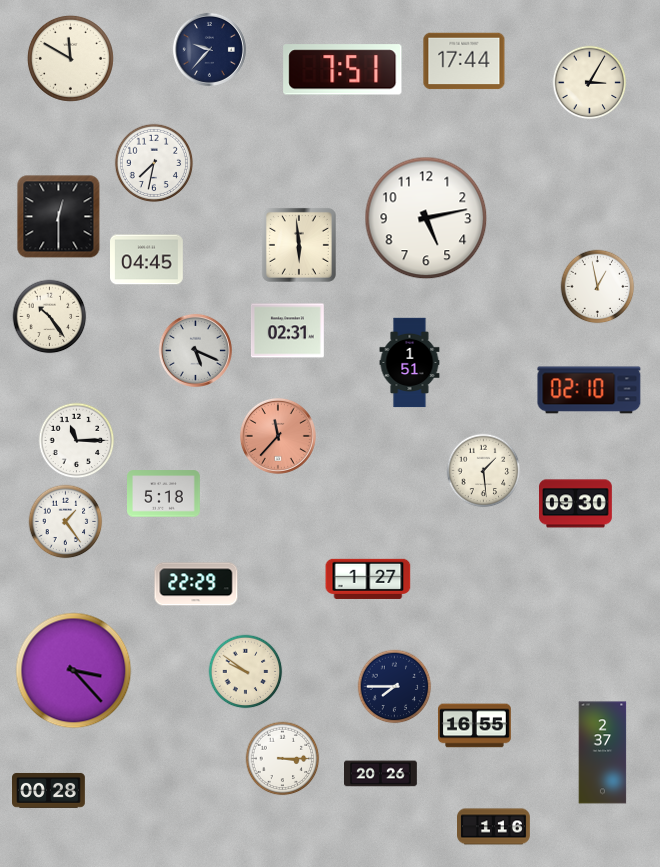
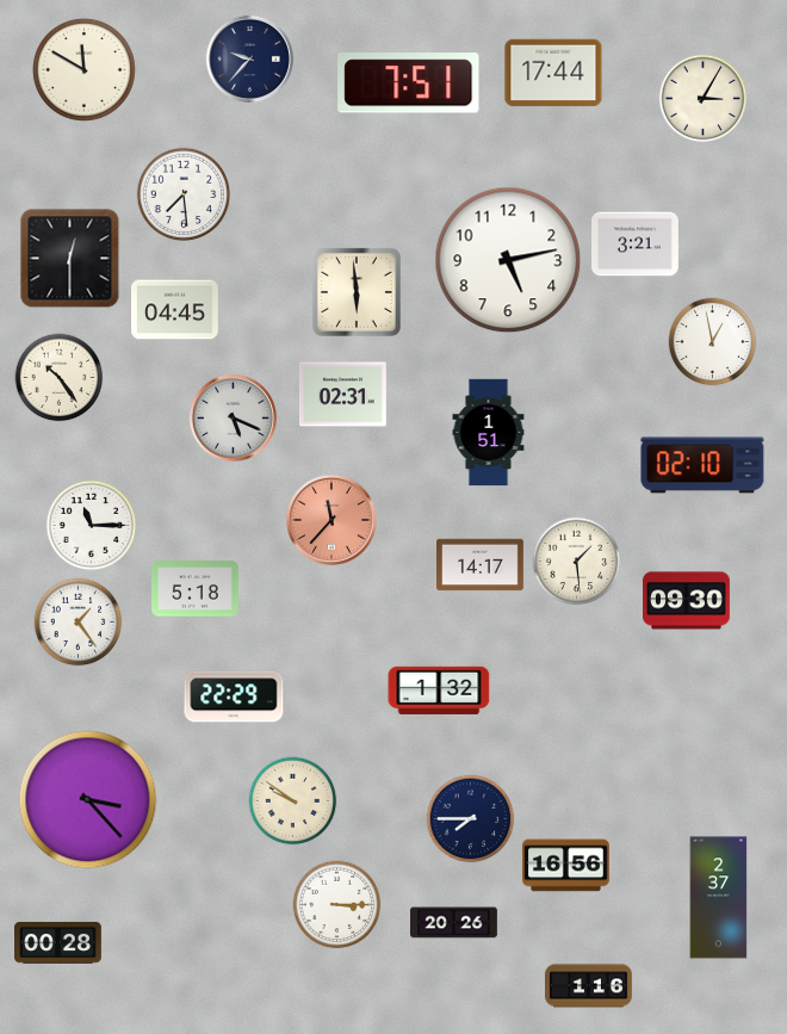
clock at (154, 163): 7:32 -> 7:29
clock at (636, 244): none -> 3:21
clock at (481, 565): none -> 14:17
clock at (368, 579): 1:27 -> 1:32
clock at (475, 726): 16:55 -> 16:56
